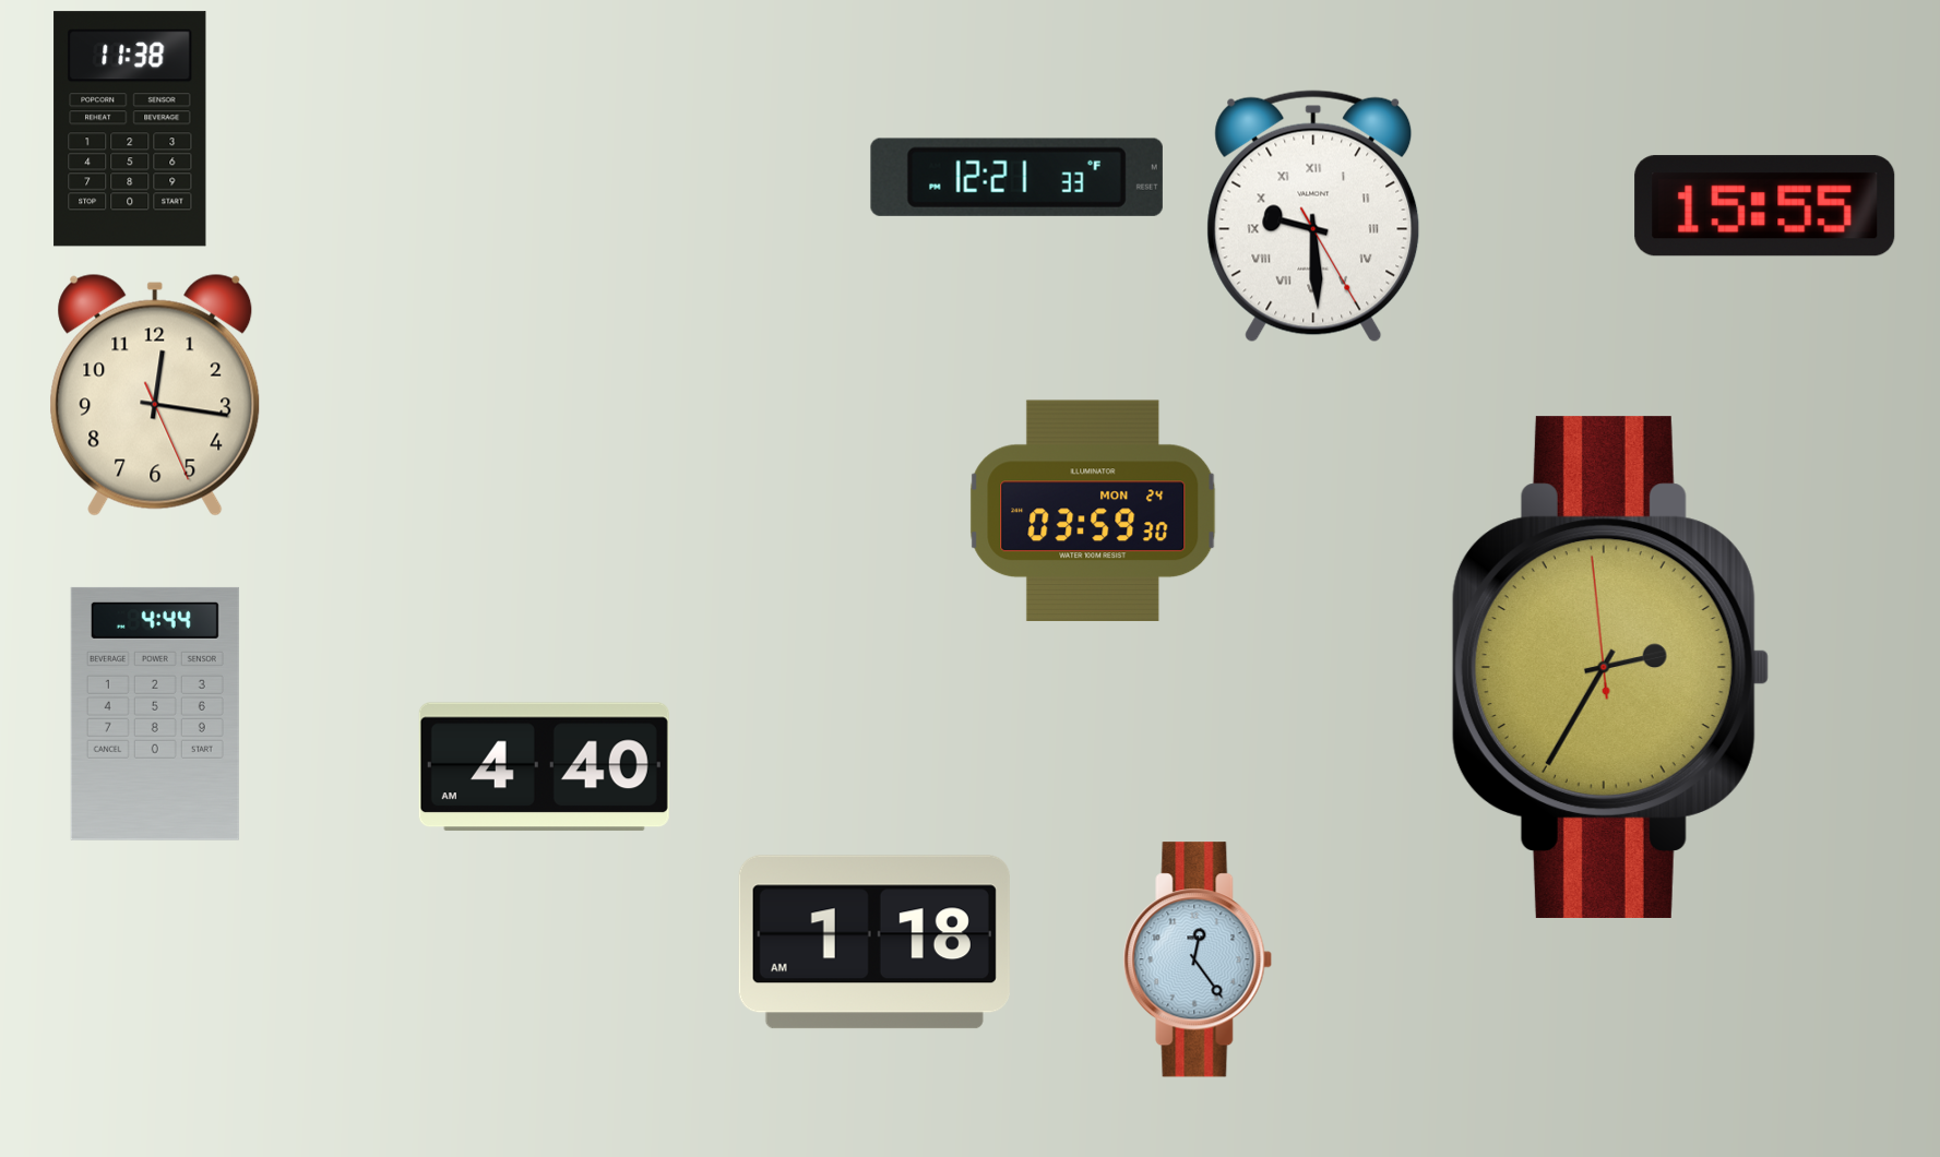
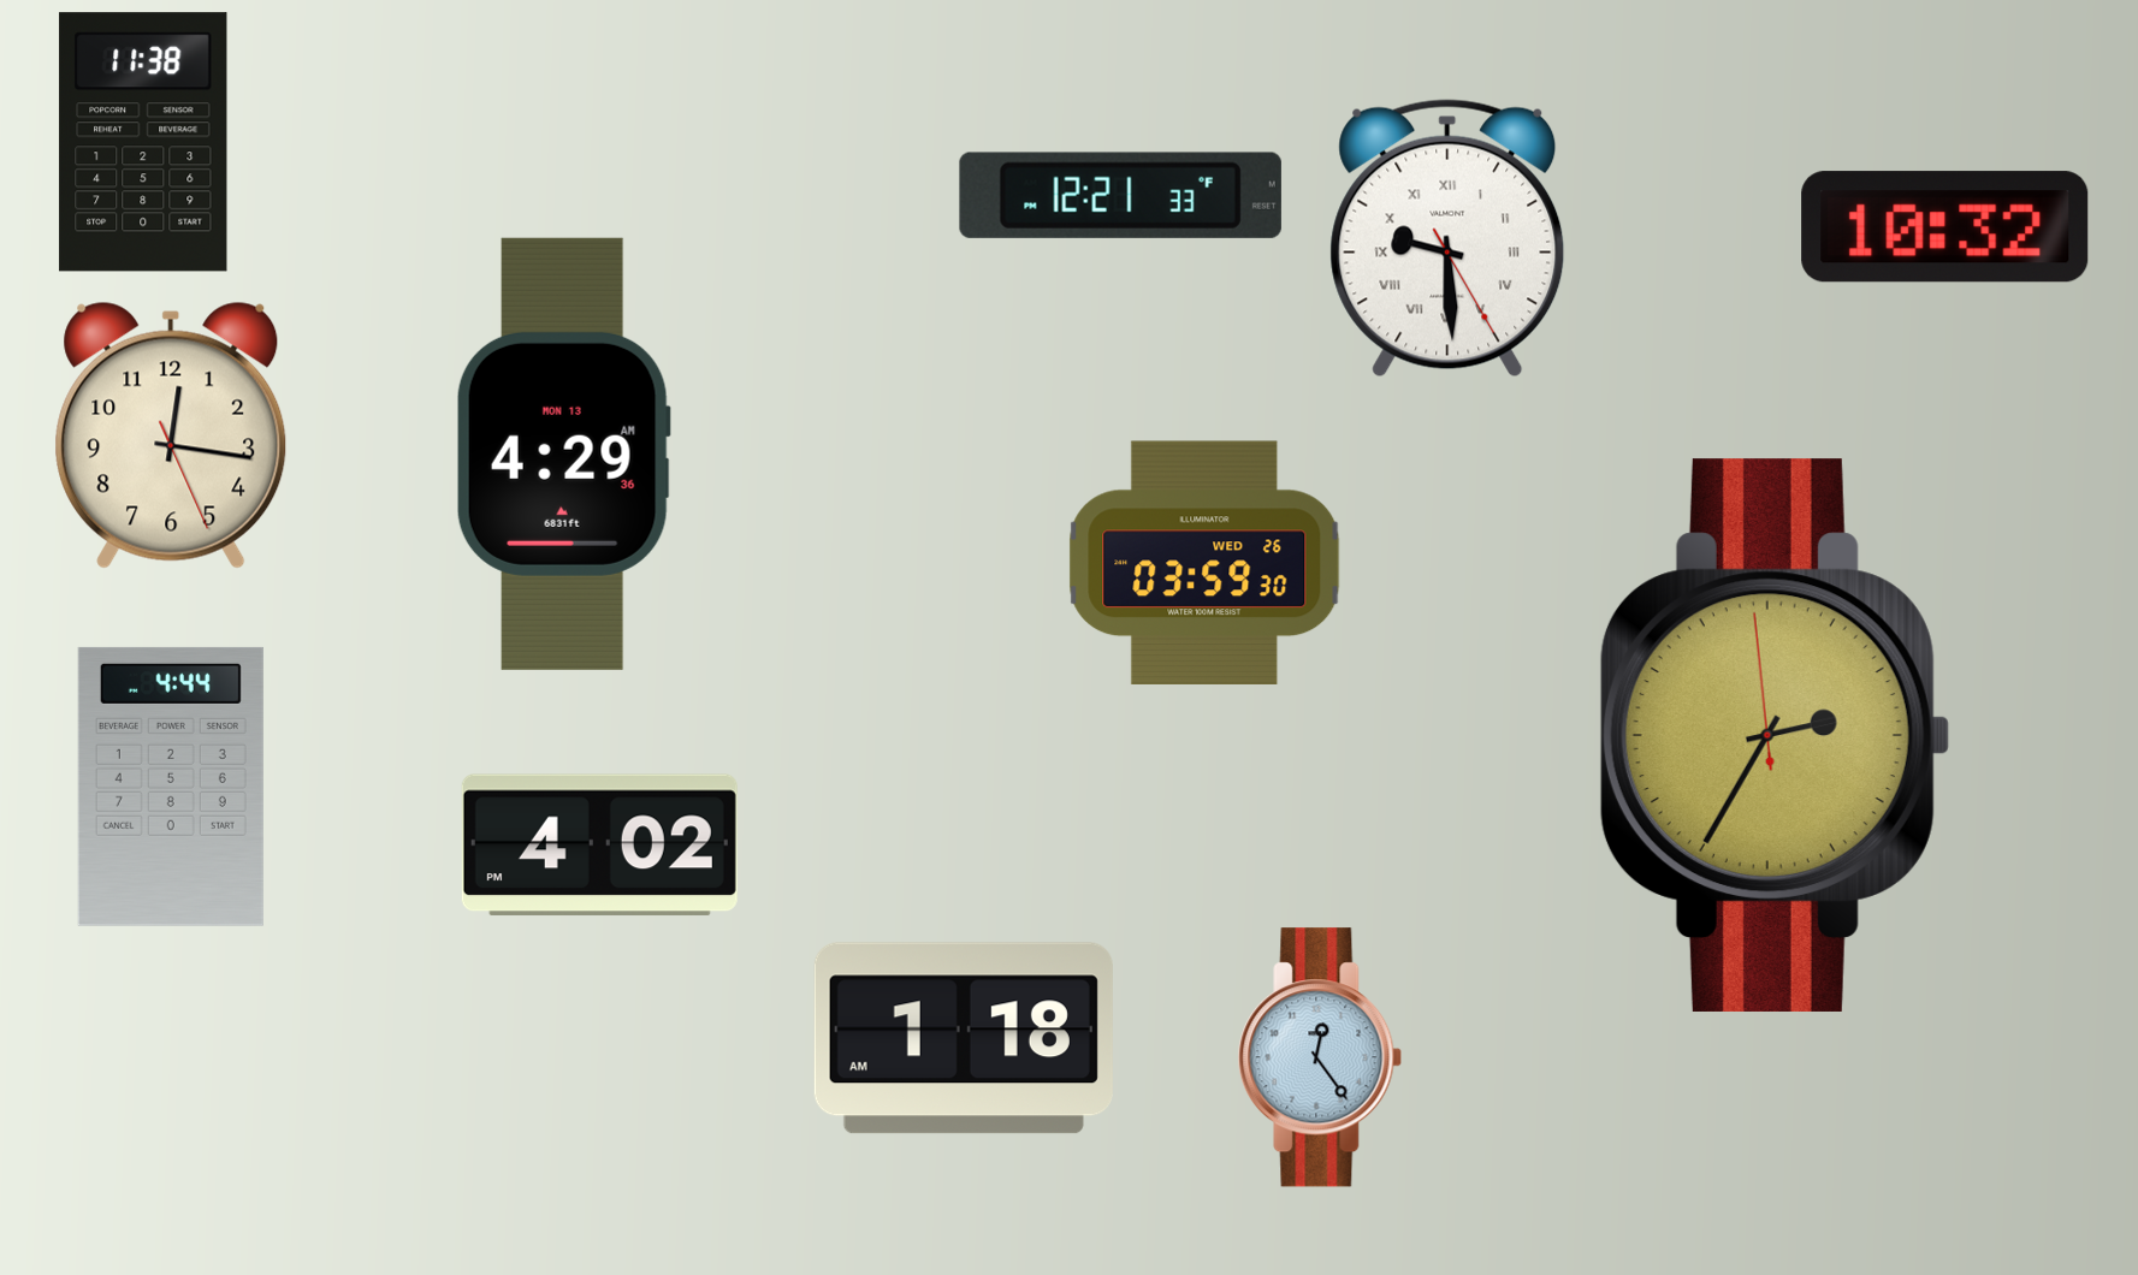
clock at (1765, 206): 15:55 -> 10:32
clock at (563, 453): none -> 4:29
clock at (1093, 510) date: MON 24 -> WED 26
clock at (544, 767): 4:40 -> 4:02
